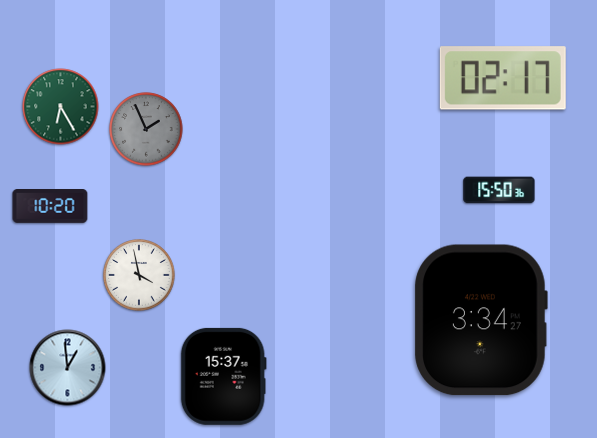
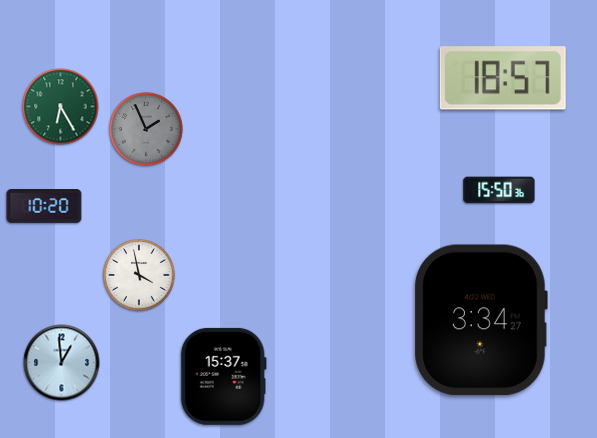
clock at (503, 78): 02:17 -> 18:57
clock at (50, 206) position: (50, 206) -> (44, 206)
clock at (68, 368) position: (68, 368) -> (62, 363)
